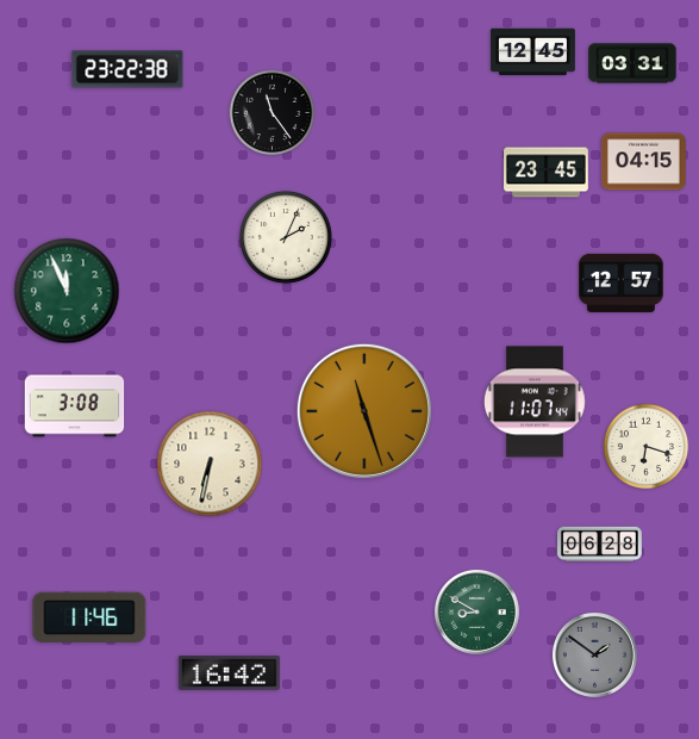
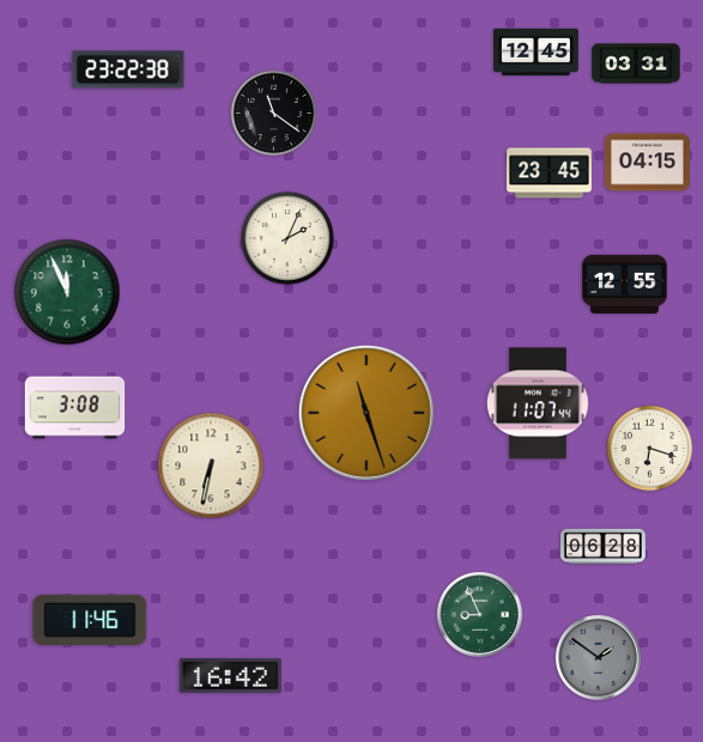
clock at (273, 113): 11:24 -> 11:21
clock at (620, 282): 12:57 -> 12:55
clock at (476, 611): 8:50 -> 8:56
